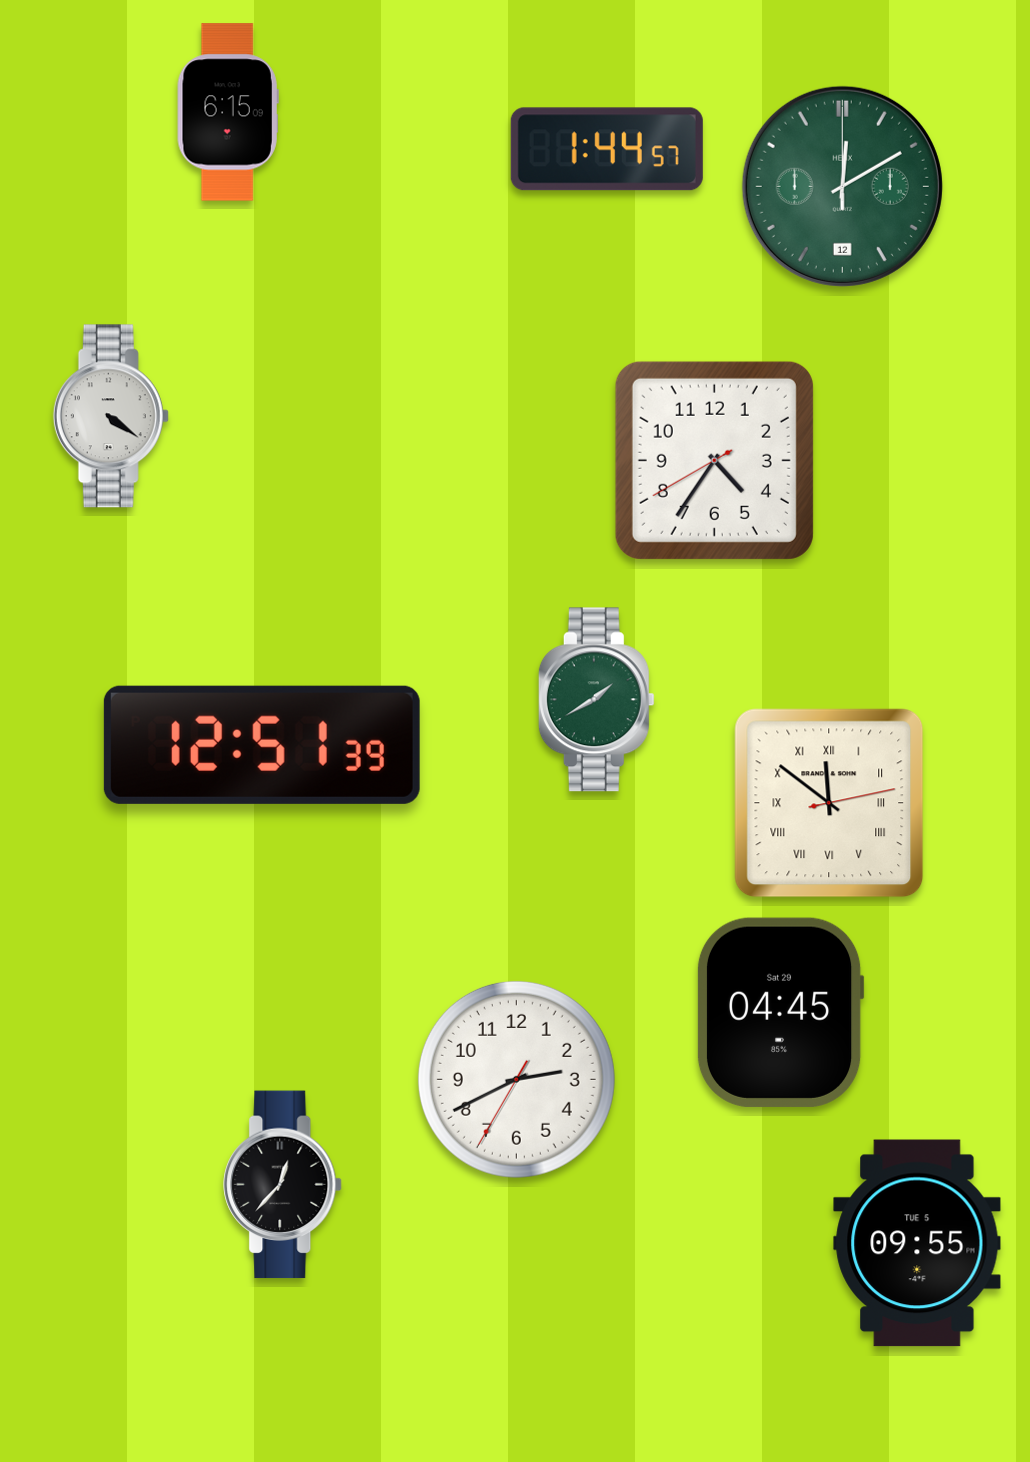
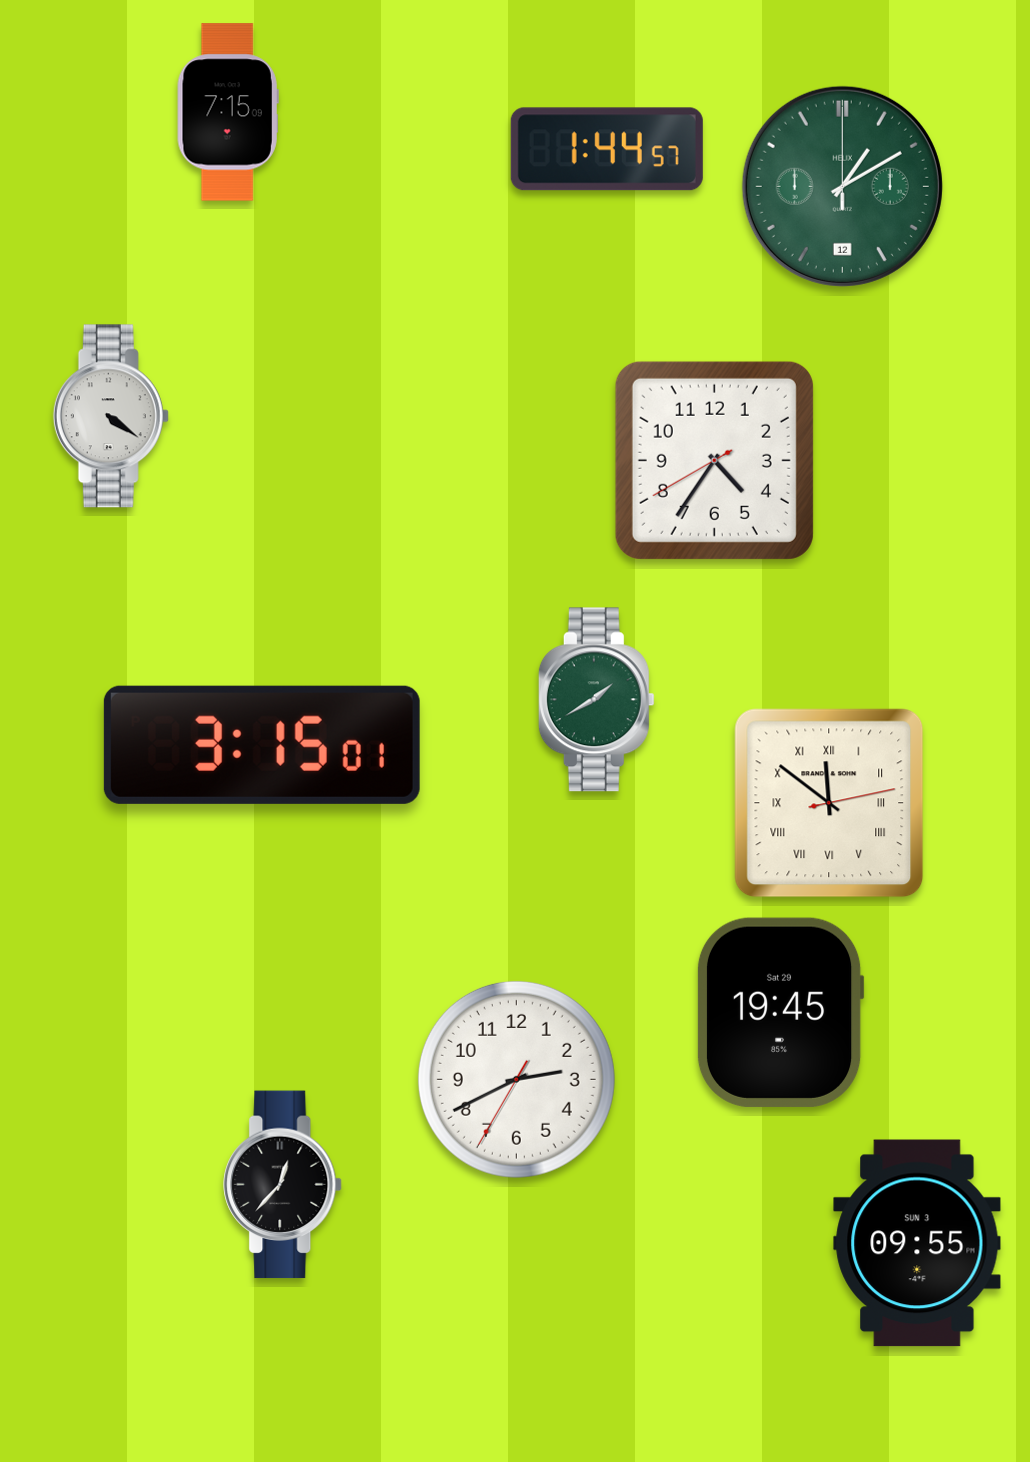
clock at (228, 112): 6:15 -> 7:15
clock at (842, 186): 12:10 -> 1:10
clock at (262, 745): 12:51 -> 3:15
clock at (780, 1012): 04:45 -> 19:45
clock at (917, 1243) date: TUE 5 -> SUN 3
